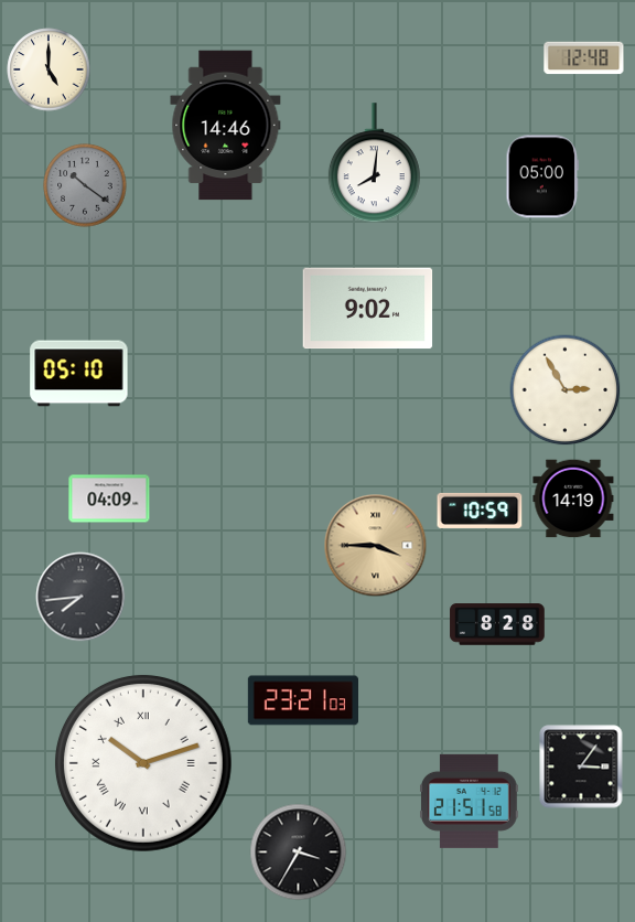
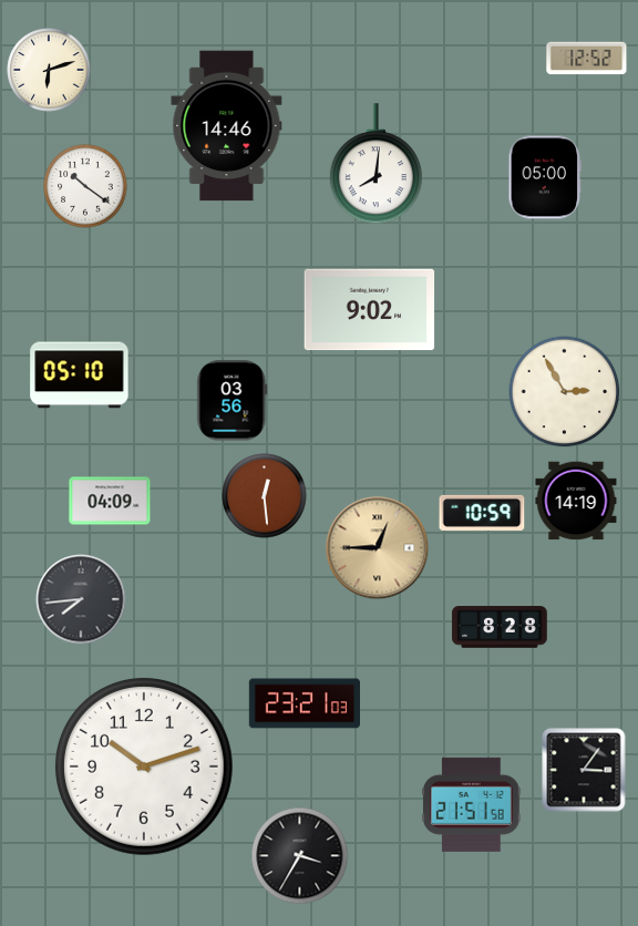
clock at (584, 58): 12:48 -> 12:52
clock at (49, 69): 5:00 -> 6:12
clock at (85, 185) dial: grey -> white
clock at (566, 390) position: (566, 390) -> (565, 392)
clock at (233, 401): none -> 03:56
clock at (265, 496): none -> 12:29
clock at (376, 546): 3:45 -> 12:45
clock at (143, 763) numerals: Roman -> Arabic
